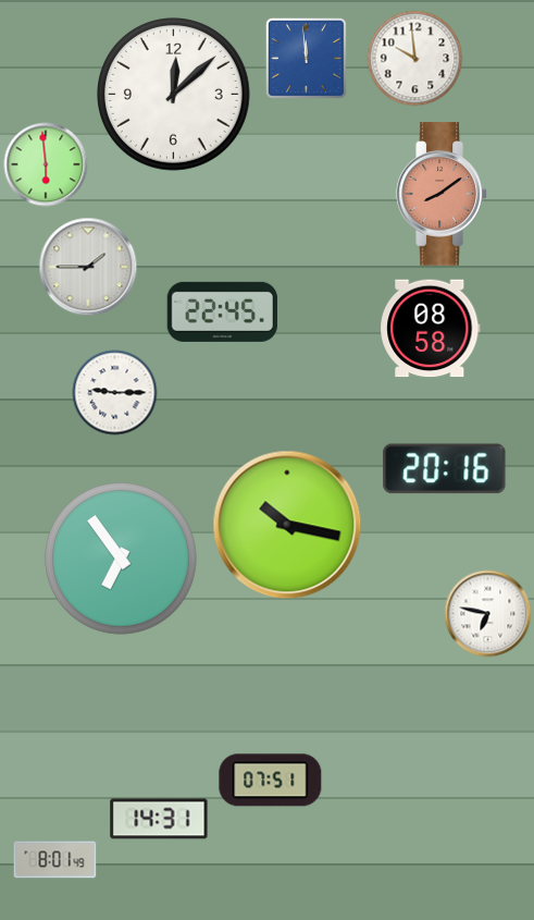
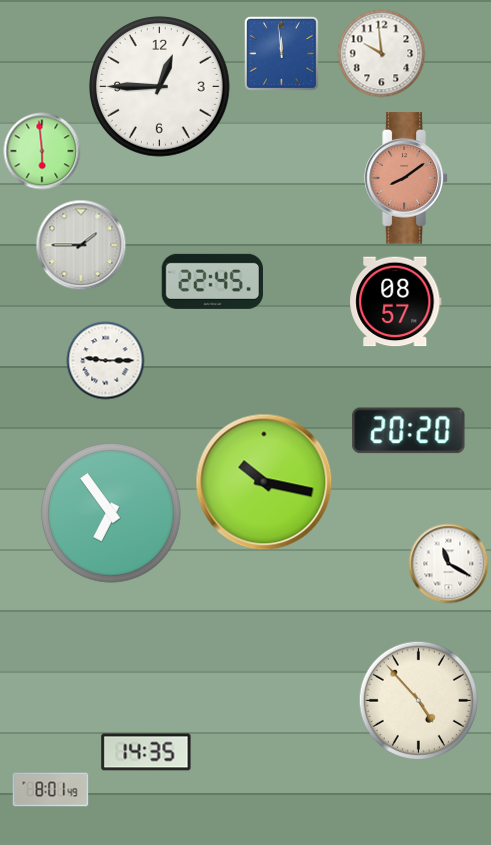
clock at (174, 95): 12:08 -> 12:45
clock at (223, 311) position: (223, 311) -> (213, 281)
clock at (431, 329): 08:58 -> 08:57
clock at (445, 469): 20:16 -> 20:20
clock at (488, 614): 6:47 -> 11:20
clock at (418, 700): none -> 4:53
clock at (271, 781): 07:51 -> none
clock at (159, 819): 14:31 -> 14:35
